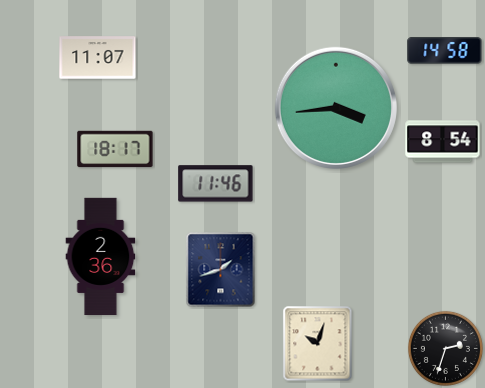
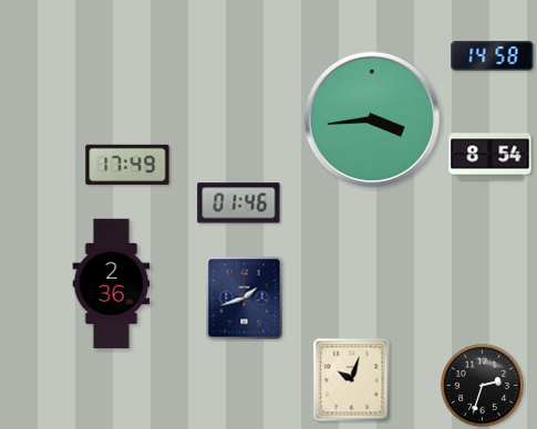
clock at (98, 58): 11:07 -> none
clock at (115, 149): 18:17 -> 17:49
clock at (216, 184): 11:46 -> 01:46
clock at (445, 348) position: (445, 348) -> (482, 385)
